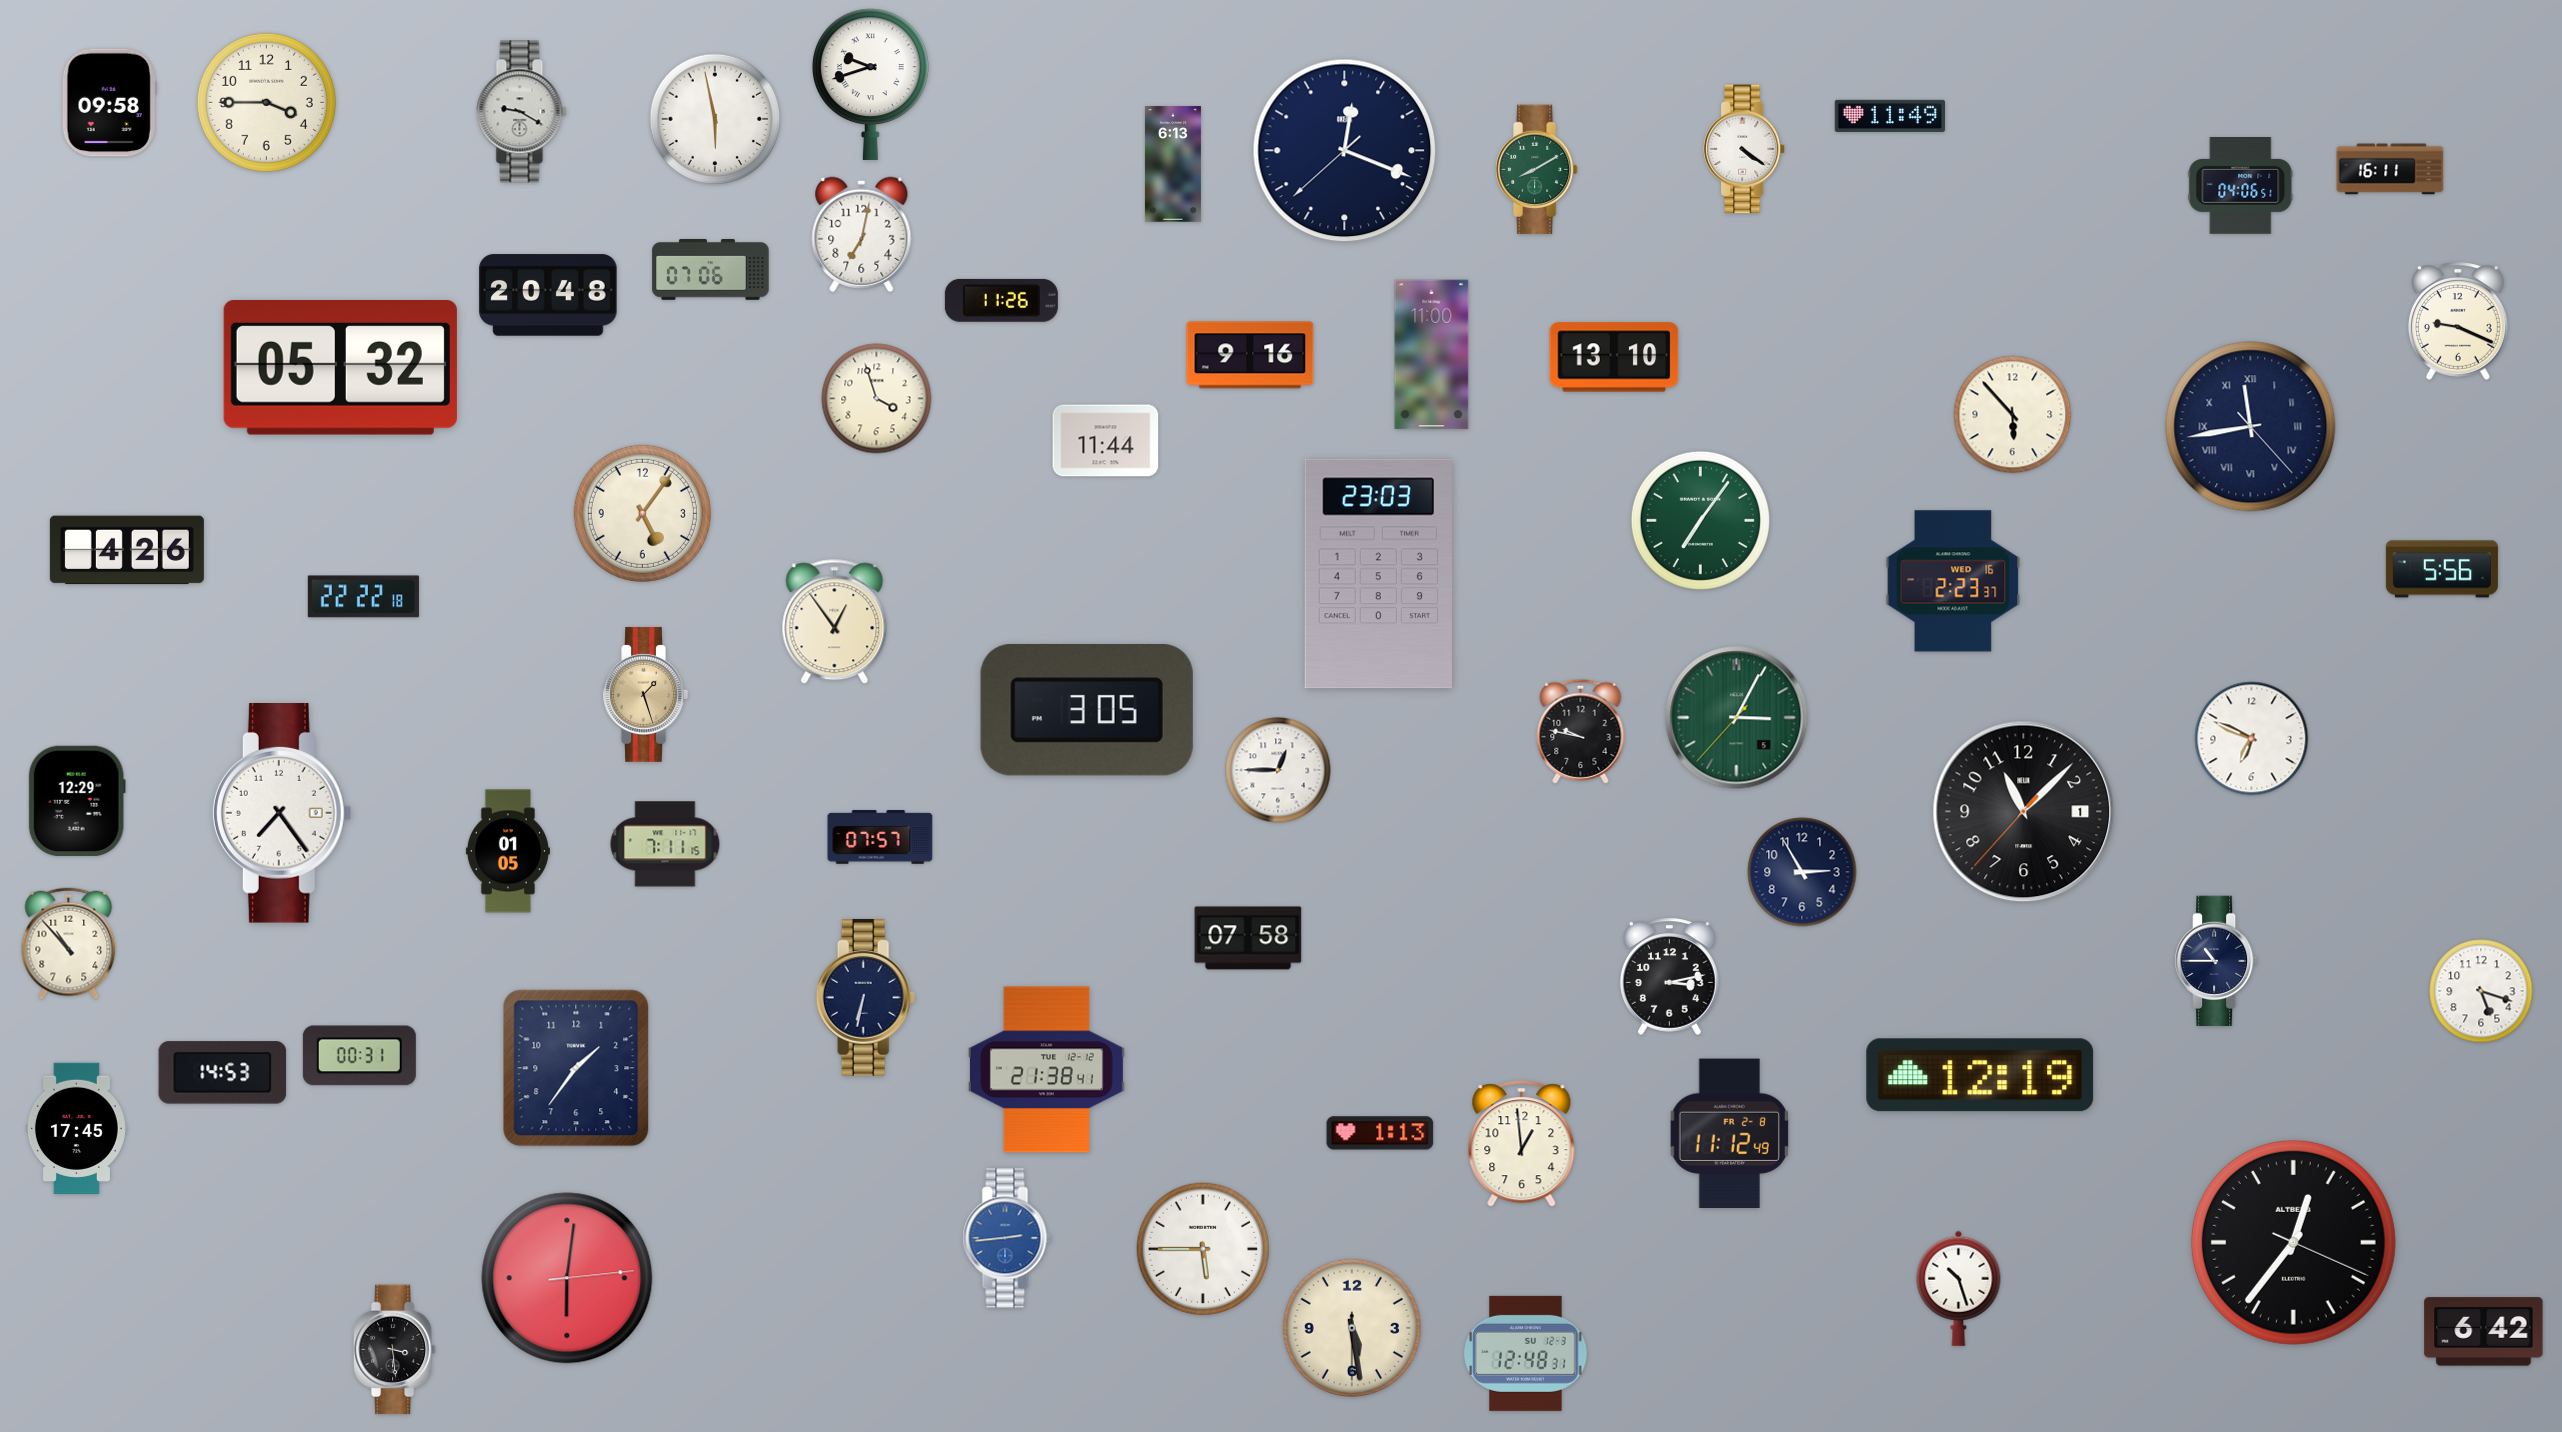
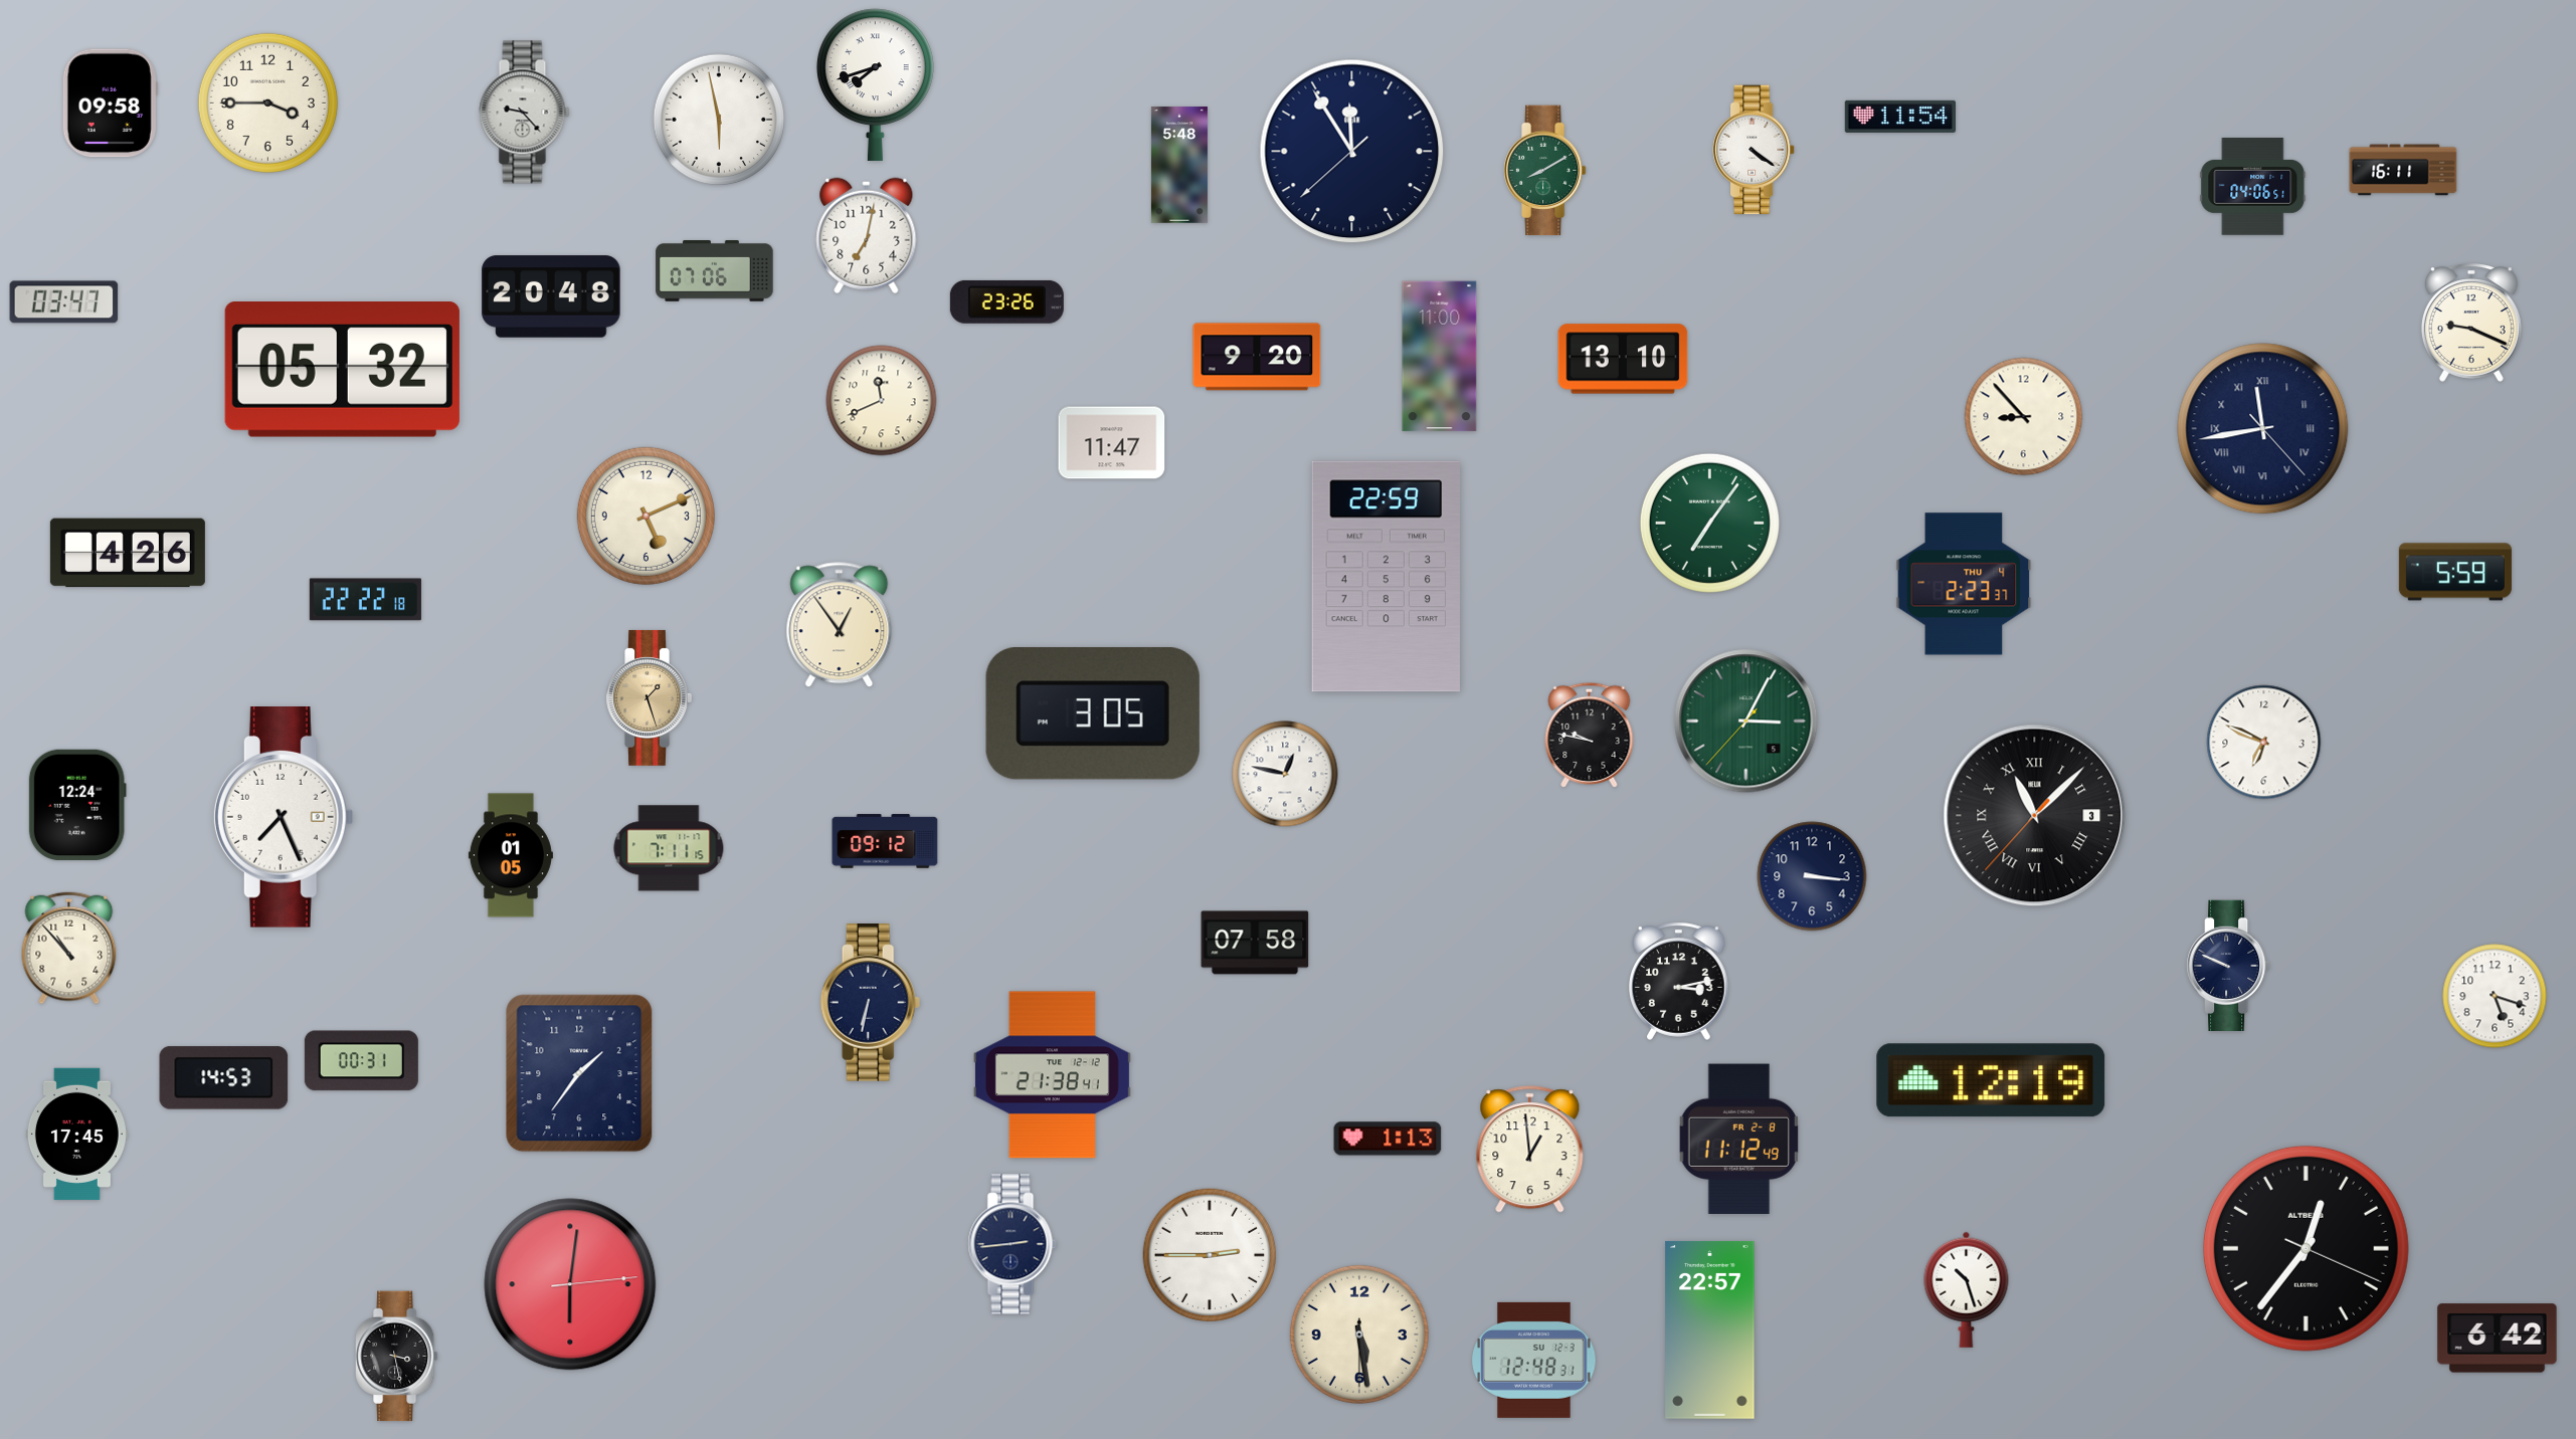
clock at (870, 84): 9:42 -> 7:42
clock at (522, 112): 9:20 -> 9:23
clock at (1889, 116): 11:49 -> 11:54
clock at (1345, 151): 12:18 -> 11:54
clock at (1173, 164): 6:13 -> 5:48
clock at (1001, 300): 11:26 -> 23:26
clock at (64, 302): none -> 03:47
clock at (1250, 355): 9:16 -> 9:20
clock at (877, 399): 3:57 -> 11:41
clock at (2013, 415): 5:53 -> 8:53
clock at (1106, 441): 11:44 -> 11:47
clock at (642, 513): 5:06 -> 5:11
clock at (2442, 569): 5:56 -> 5:59
clock at (1378, 574): 23:03 -> 22:59
clock at (1953, 581) date: WED 16 -> THU 4
clock at (1278, 770): 12:45 -> 12:47
clock at (77, 801): 12:29 -> 12:24
clock at (2024, 812) date: 1 -> 3
clock at (2024, 812) numerals: Arabic -> Roman
clock at (282, 814): 7:24 -> 7:26
clock at (880, 837): 07:57 -> 09:12
clock at (1802, 872): 2:55 -> 3:16
clock at (2217, 960): 10:45 -> 9:49
clock at (1007, 1238) dial: blue -> navy
clock at (1203, 1249): 5:45 -> 2:45
clock at (1959, 1288) position: (1959, 1288) -> (1967, 1289)
clock at (1710, 1330): none -> 22:57
clock at (395, 1350): 3:29 -> 3:28
